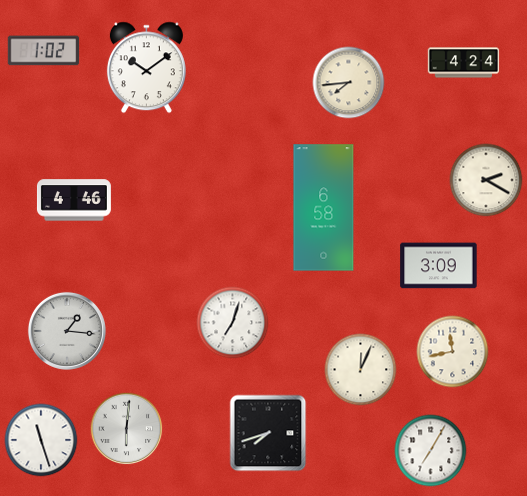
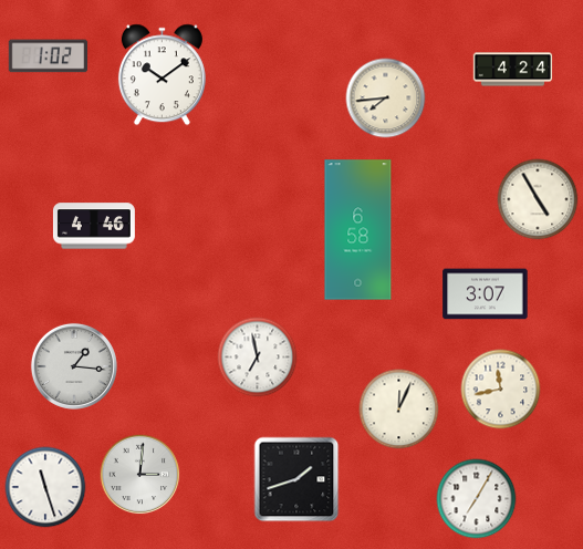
clock at (349, 83) position: (349, 83) -> (386, 99)
clock at (486, 180): 2:20 -> 4:55
clock at (74, 200) position: (74, 200) -> (94, 226)
clock at (439, 266): 3:09 -> 3:07
clock at (233, 323): 7:03 -> 6:58
clock at (127, 429): 6:01 -> 3:01
clock at (268, 433): 7:42 -> 1:42
